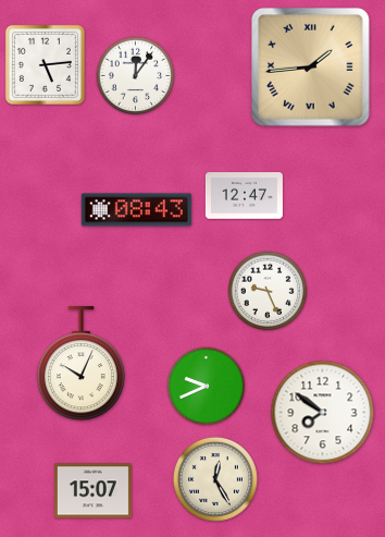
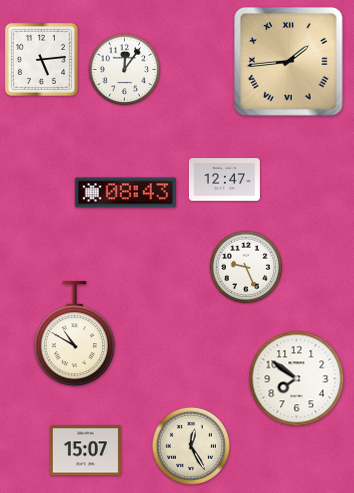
clock at (311, 68) position: (311, 68) -> (289, 62)
clock at (80, 364): 10:04 -> 10:50
clock at (207, 387): 9:41 -> none
clock at (215, 479) position: (215, 479) -> (191, 446)
